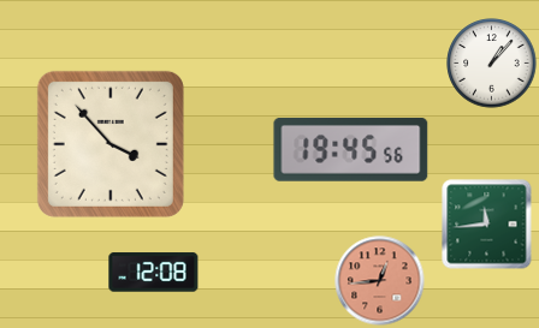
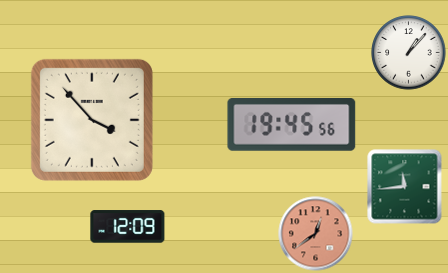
clock at (154, 273): 12:08 -> 12:09
clock at (380, 281): 12:44 -> 12:39
